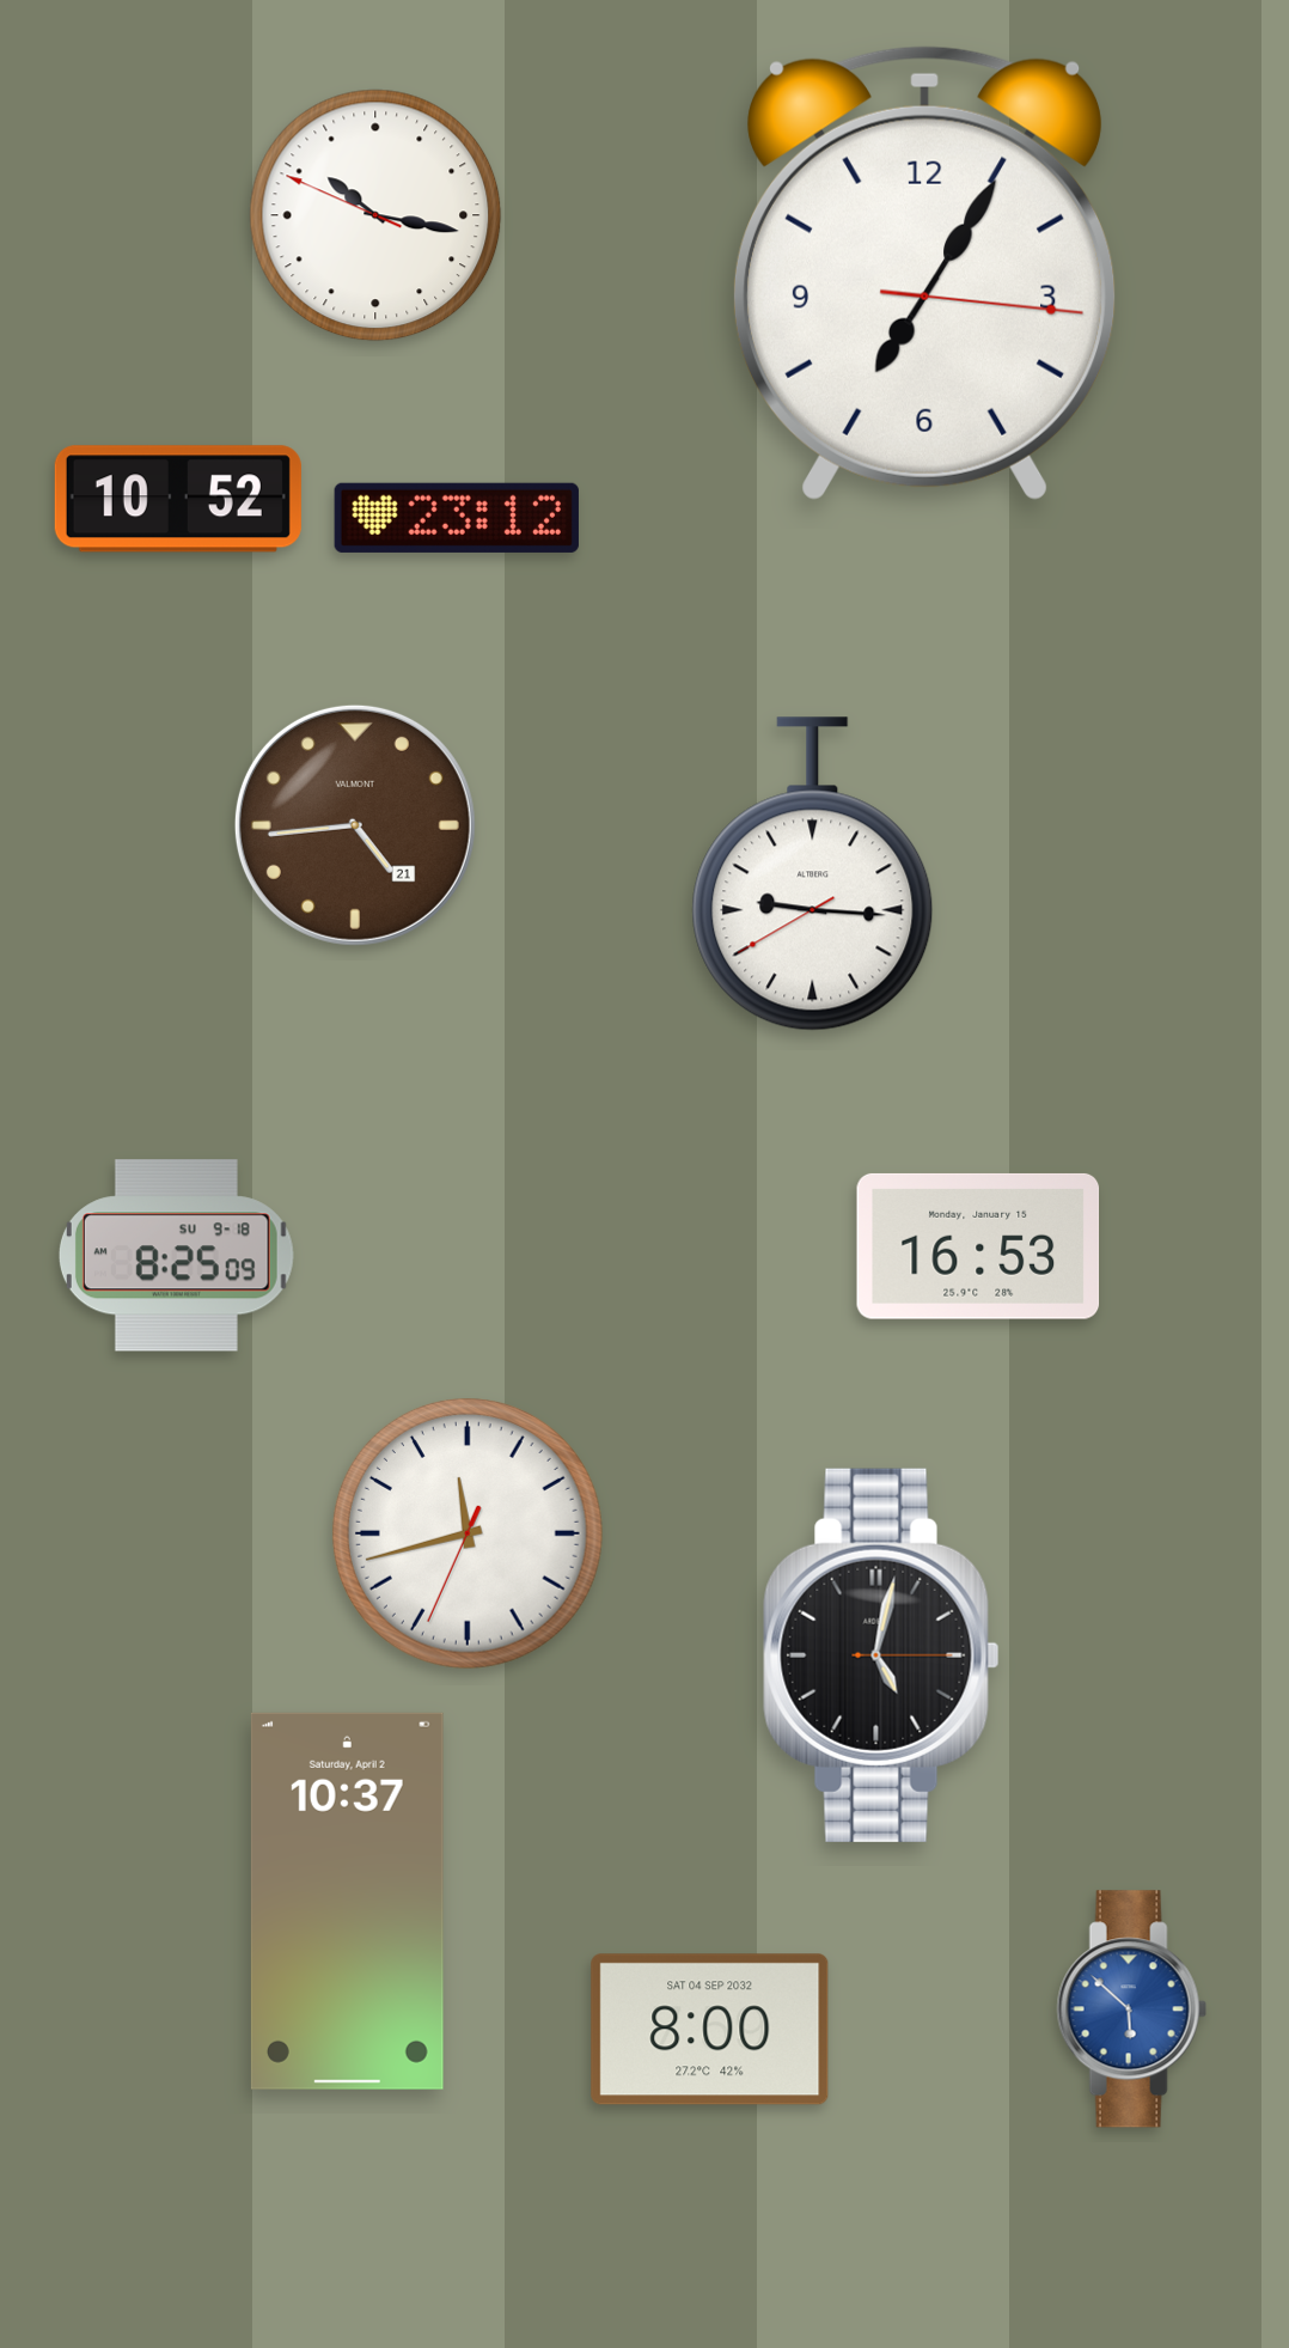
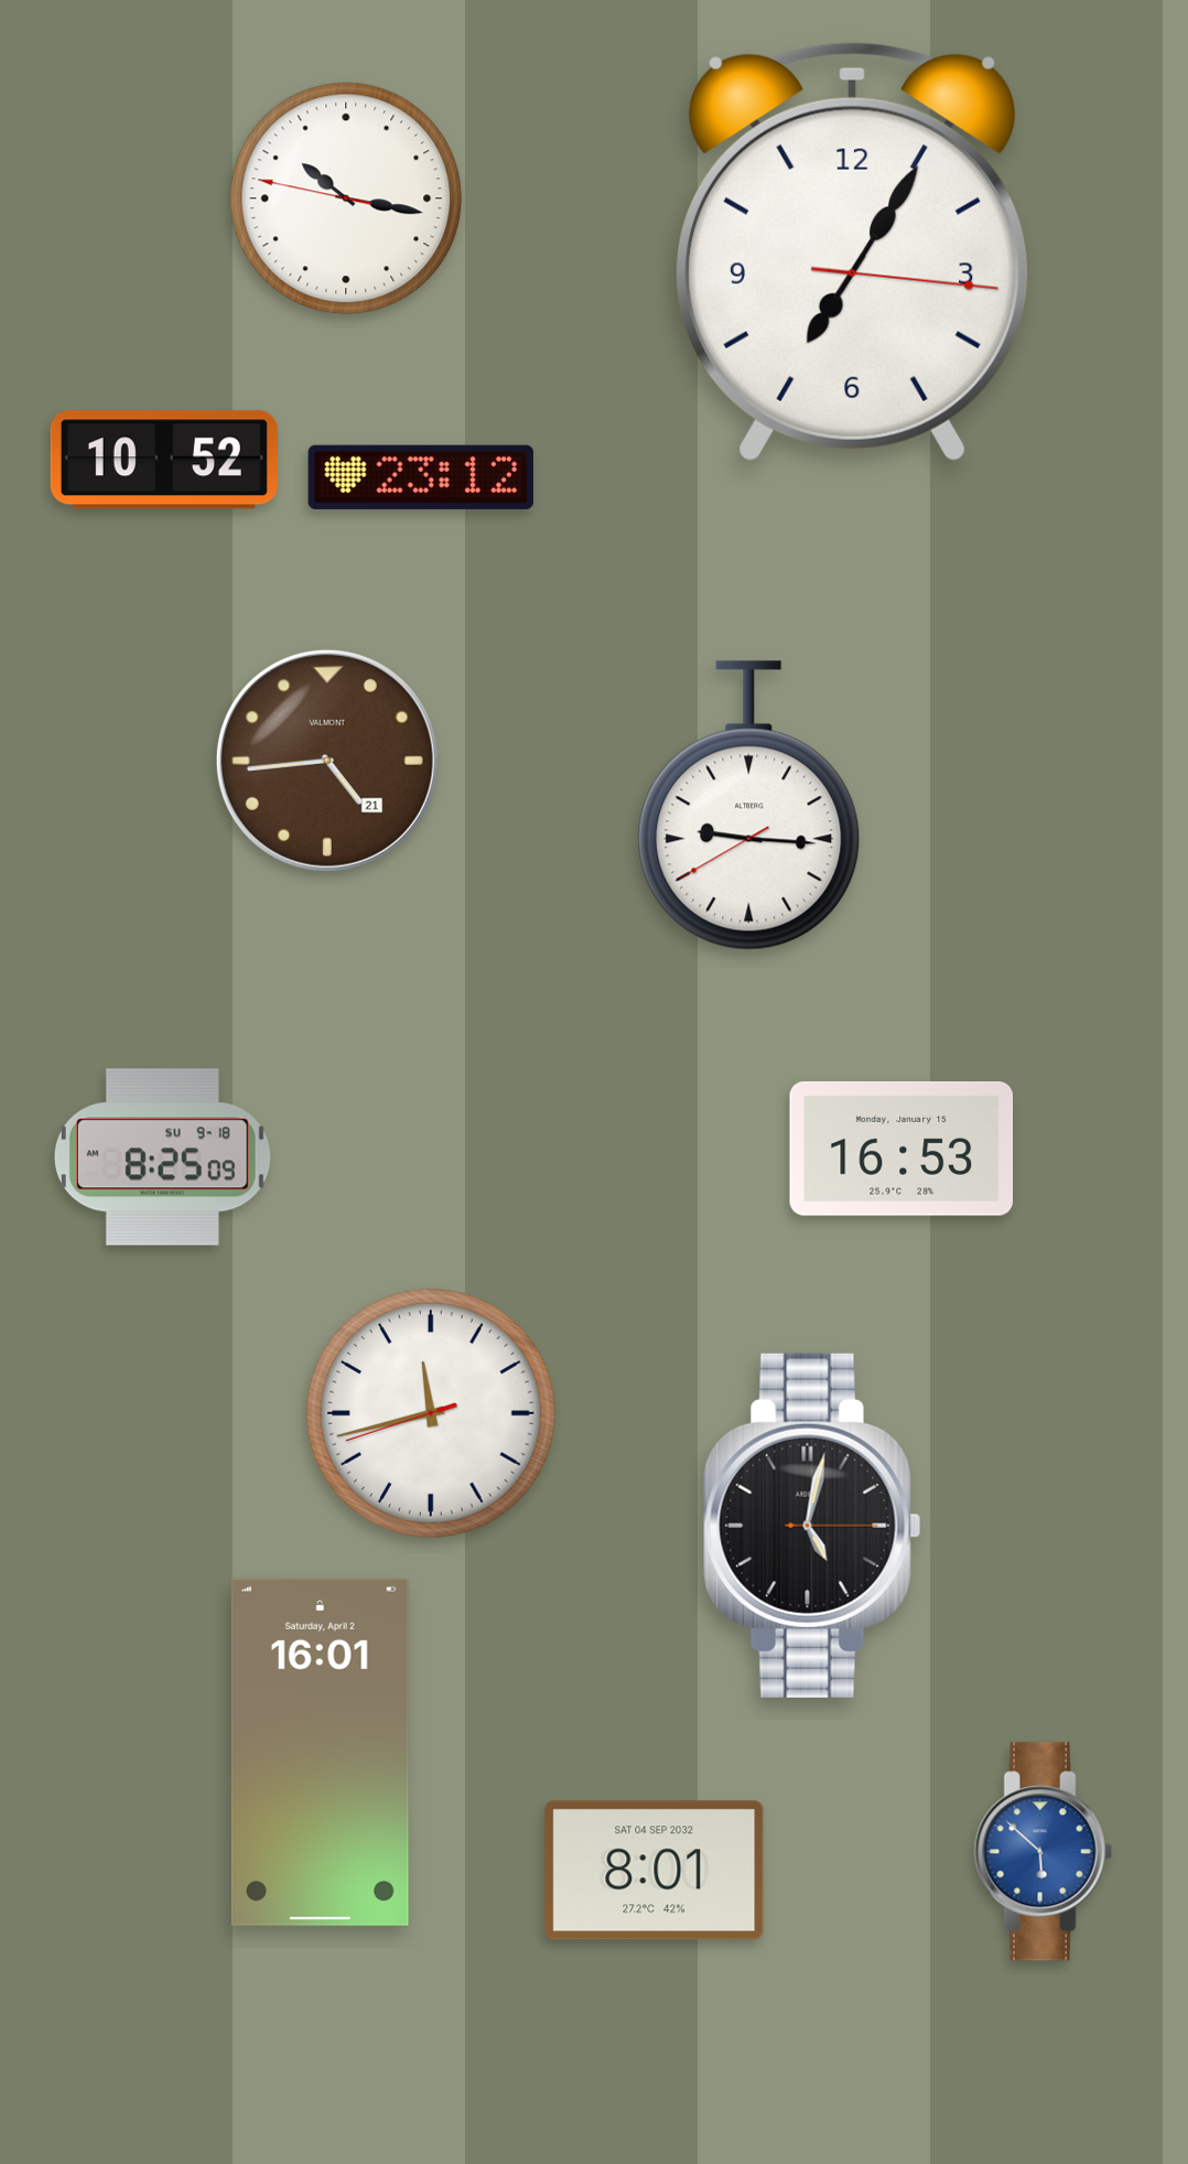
clock at (375, 215): 10:16:49 -> 10:16:47
clock at (468, 1533): 11:42:34 -> 11:42:42
clock at (347, 1901): 10:37 -> 16:01
clock at (710, 2030): 8:00 -> 8:01
